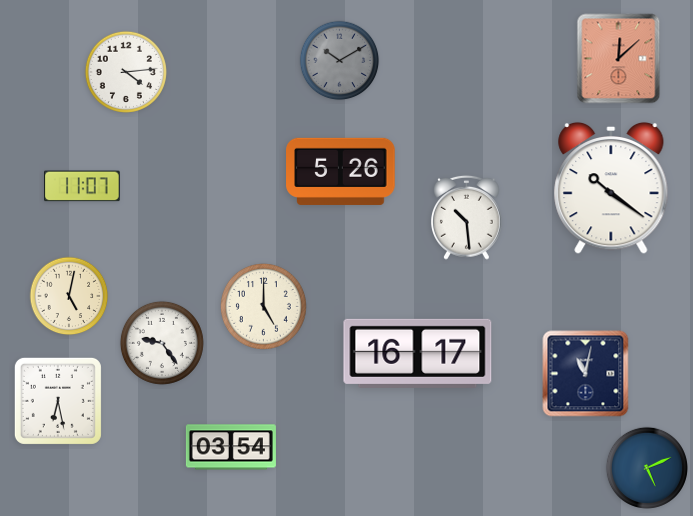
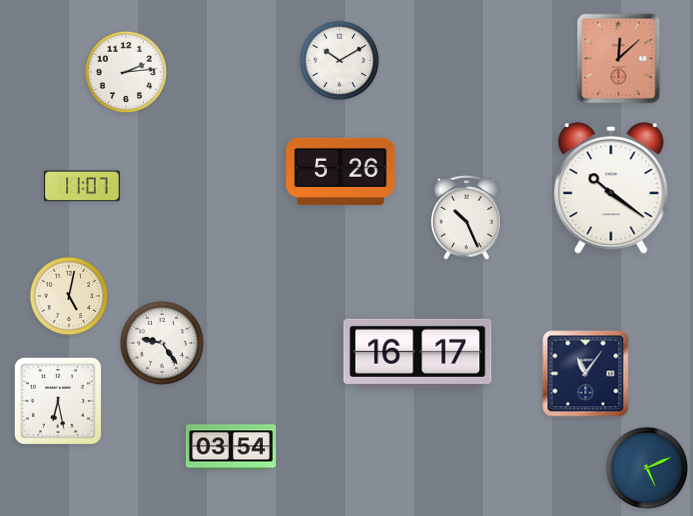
clock at (340, 61) dial: grey -> white
clock at (126, 72): 4:14 -> 2:14
clock at (467, 217): 10:29 -> 10:26
clock at (263, 306): 5:00 -> none
clock at (586, 374): 11:02 -> 11:06
